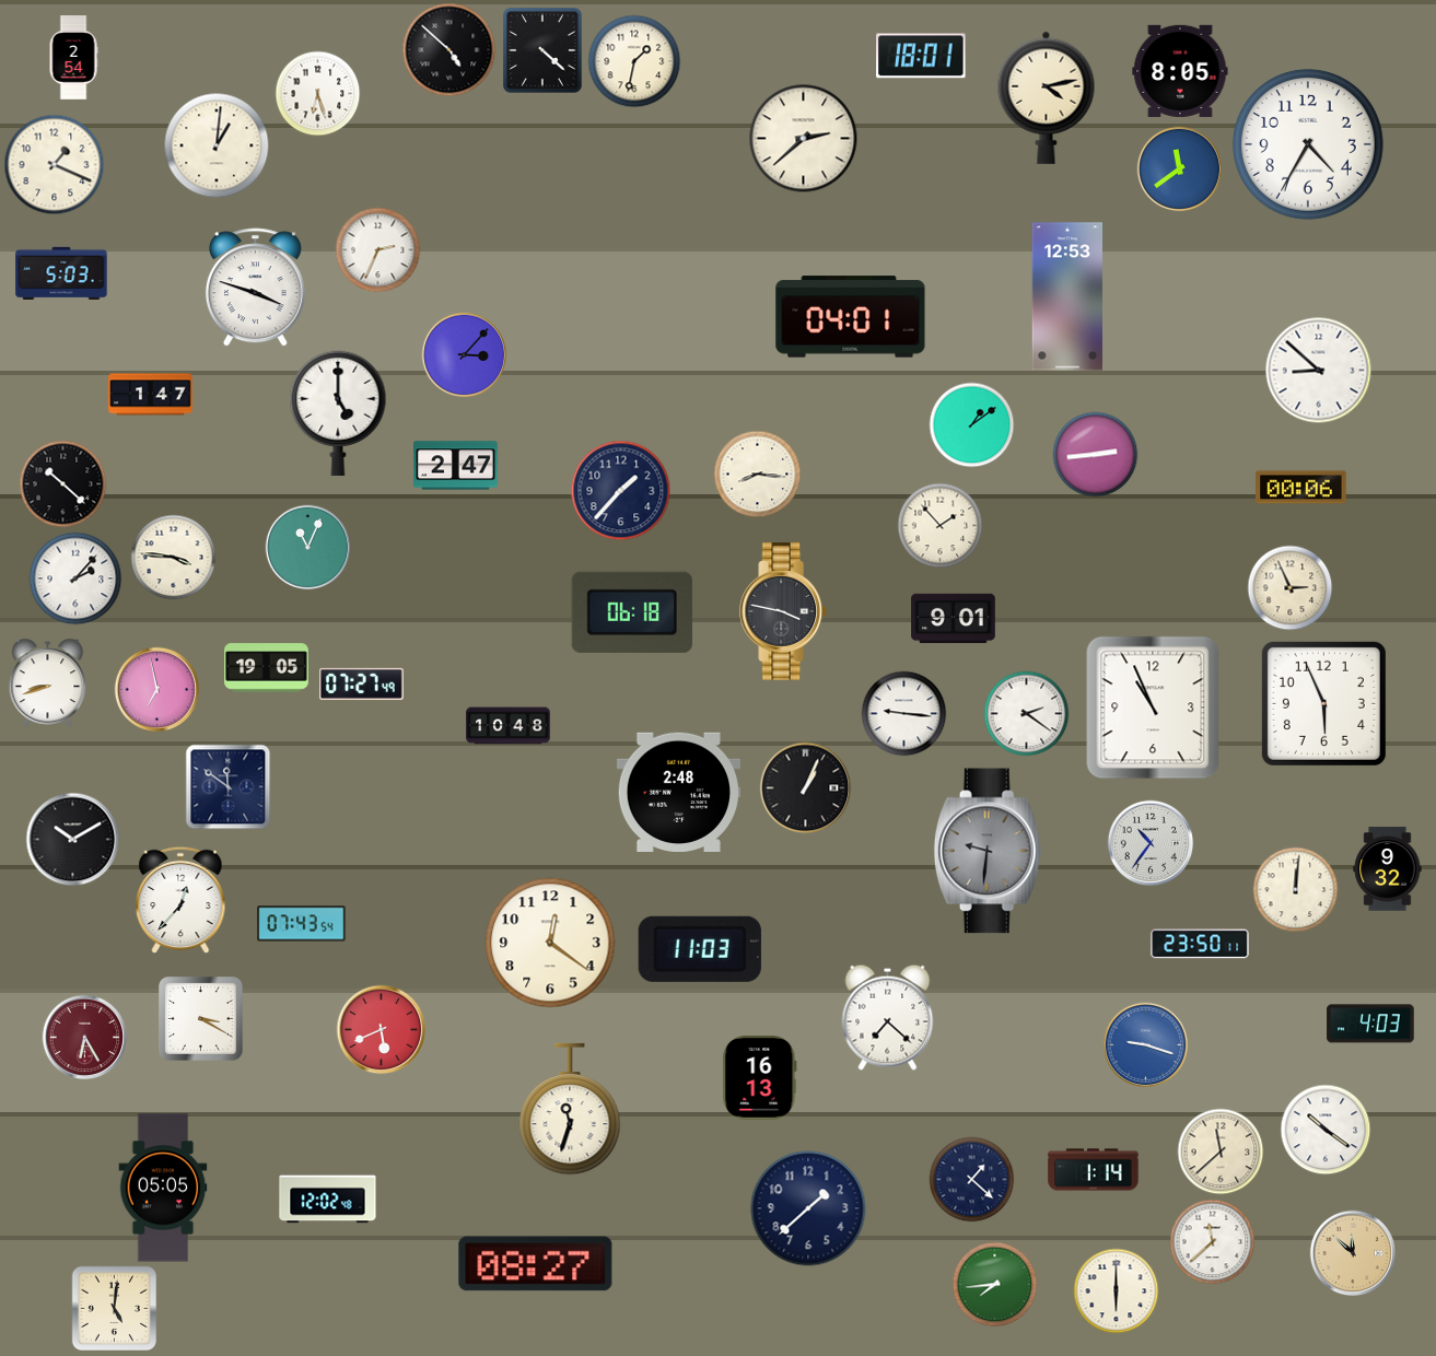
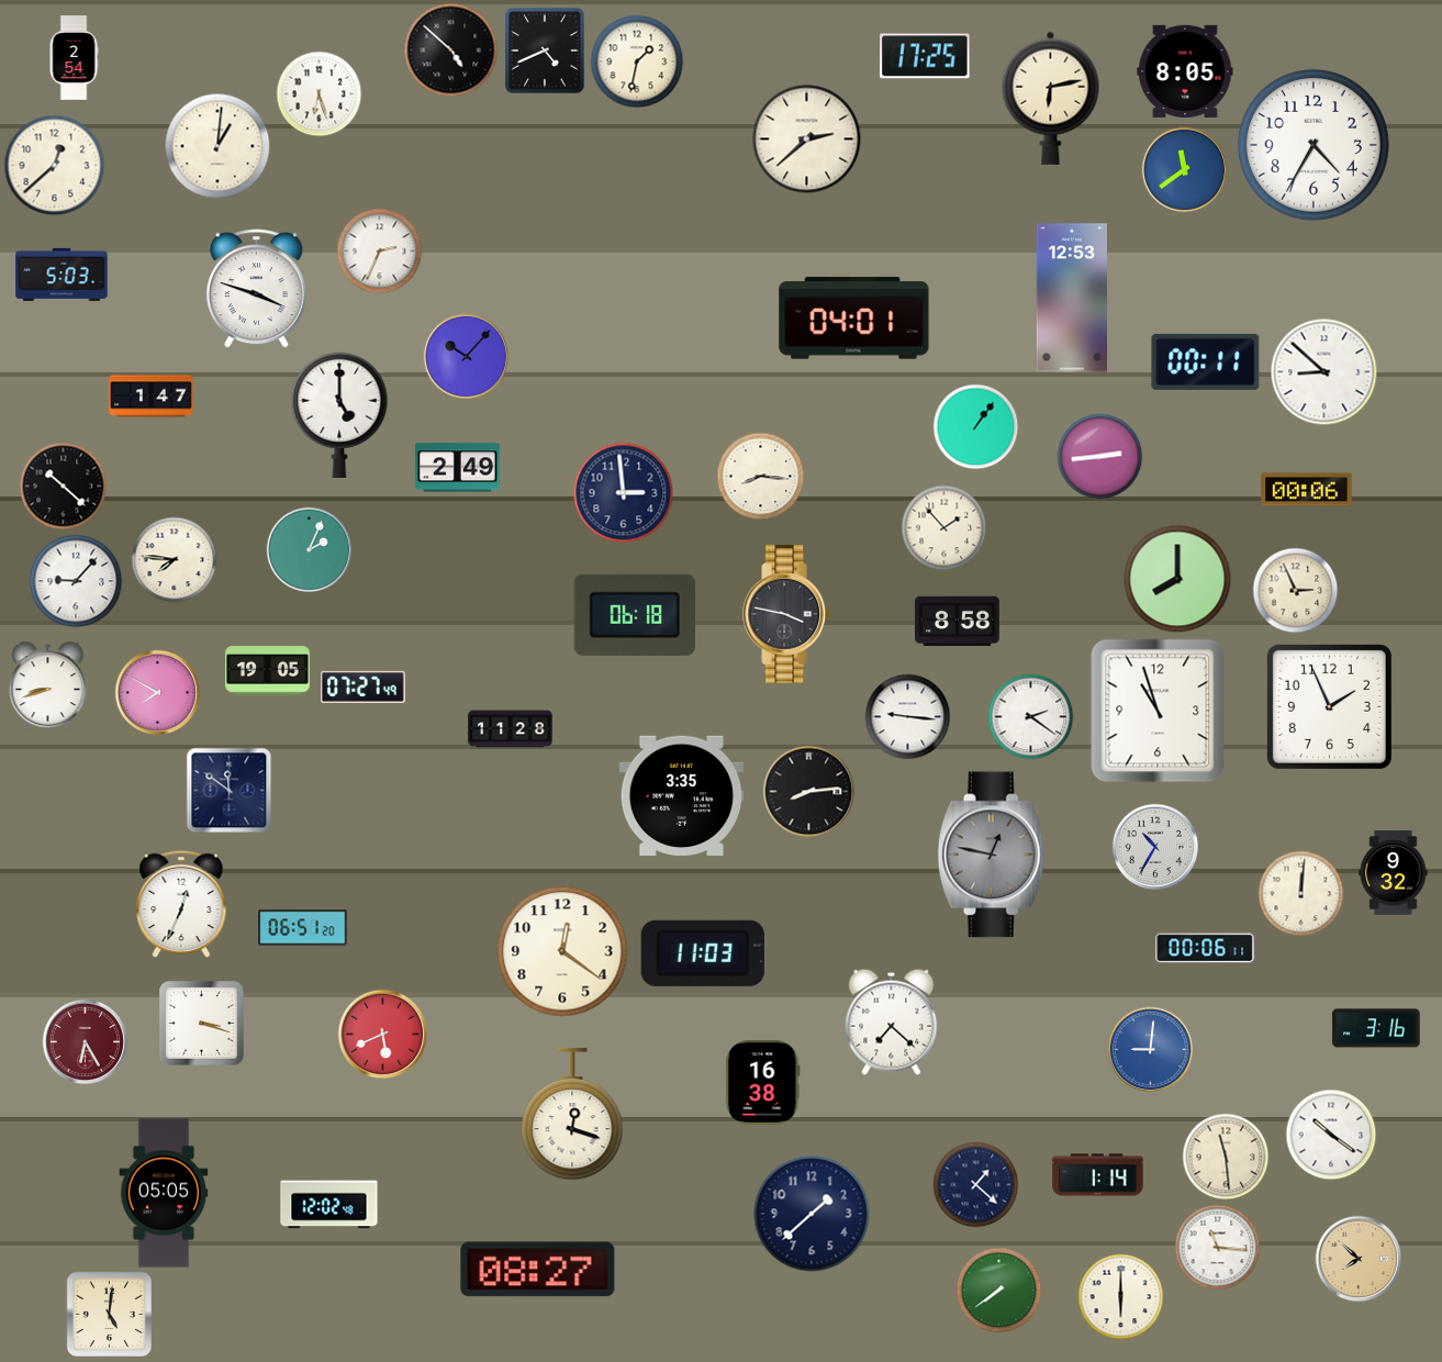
clock at (542, 50): 4:22 -> 4:41
clock at (921, 56): 18:01 -> 17:25
clock at (1047, 97): 4:13 -> 6:13
clock at (54, 164): 1:19 -> 12:38
clock at (464, 354): 3:07 -> 10:07
clock at (1206, 361): none -> 00:11
clock at (971, 424): 1:09 -> 1:06
clock at (456, 466): 2:47 -> 2:49
clock at (620, 490): 1:37 -> 2:59
clock at (307, 547): 11:04 -> 2:04
clock at (173, 557): 3:46 -> 7:46
clock at (1177, 579): none -> 8:00
clock at (75, 578): 2:07 -> 9:07
clock at (954, 619): 9:01 -> 8:58
clock at (156, 689): 6:58 -> 7:50
clock at (1323, 703): 5:56 -> 1:56
clock at (1153, 708): 10:56 -> 10:57
clock at (509, 726): 10:48 -> 11:28
clock at (805, 787): 1:04 -> 8:14
clock at (678, 793): 2:48 -> 3:35
clock at (72, 839): 10:10 -> none
clock at (1151, 843): 10:36 -> 10:35
clock at (988, 851): 9:31 -> 12:47
clock at (180, 900): 12:37 -> 12:34
clock at (302, 924): 07:43 -> 06:51
clock at (550, 943) position: (550, 943) -> (562, 951)
clock at (1200, 944): 23:50 -> 00:06
clock at (201, 1019): 3:20 -> 3:18
clock at (1370, 1024): 4:03 -> 3:16
clock at (1145, 1044): 9:18 -> 9:01
clock at (760, 1078): 16:13 -> 16:38
clock at (570, 1109): 11:33 -> 12:18
clock at (1221, 1152): 11:38 -> 11:29
clock at (1212, 1241): 11:38 -> 11:16
clock at (1353, 1253): 11:52 -> 7:52
clock at (994, 1284): 7:44 -> 7:39
clock at (114, 1308) position: (114, 1308) -> (109, 1314)
